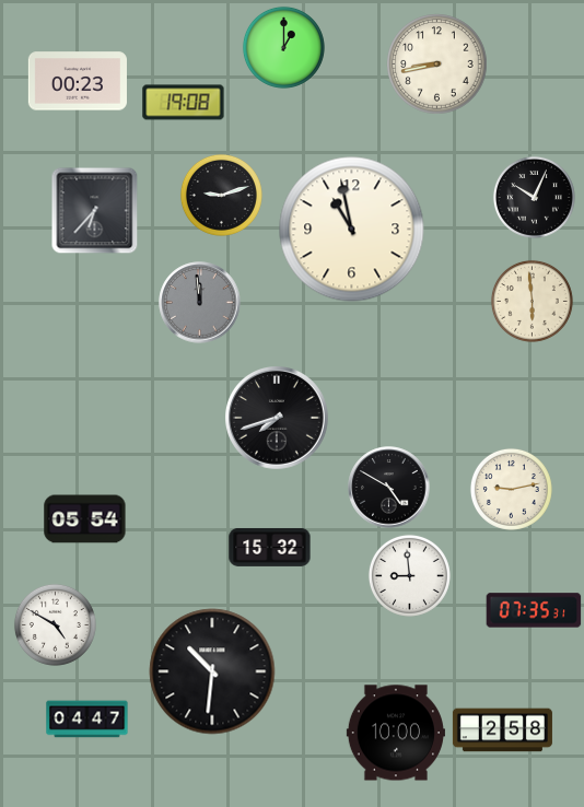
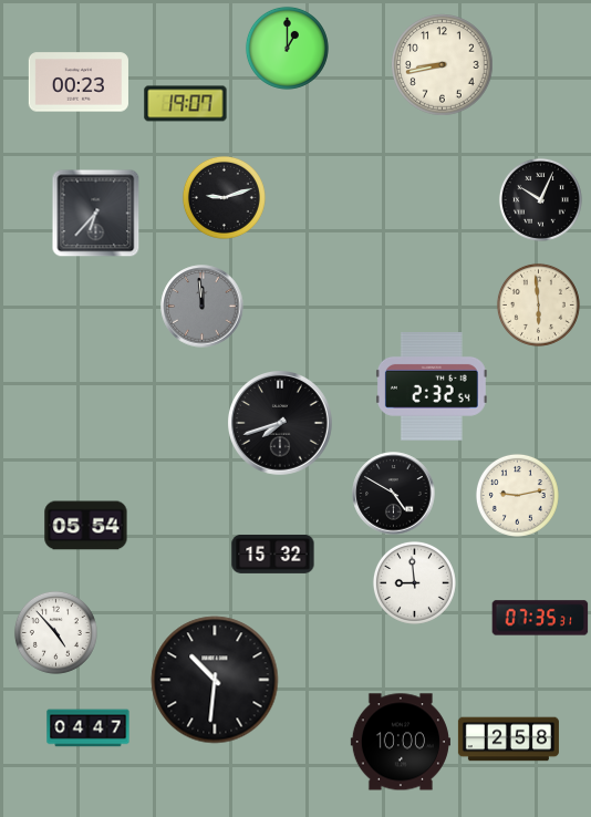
clock at (184, 103): 19:08 -> 19:07
clock at (352, 230): 10:58 -> none
clock at (432, 387): none -> 2:32
clock at (55, 624): 4:50 -> 4:53
